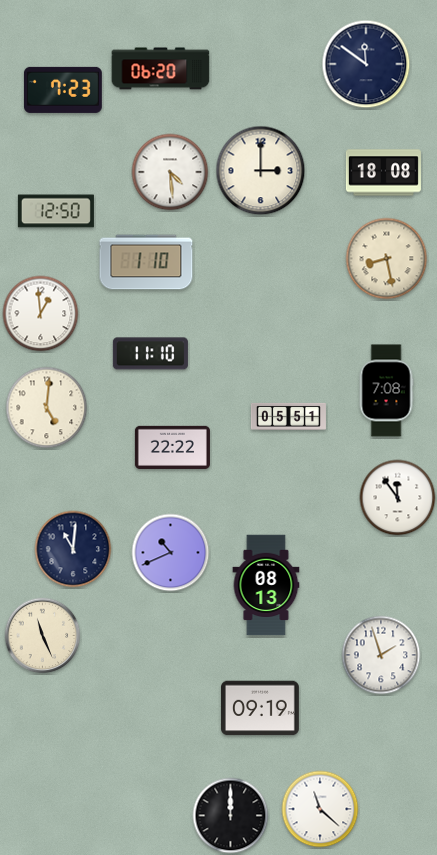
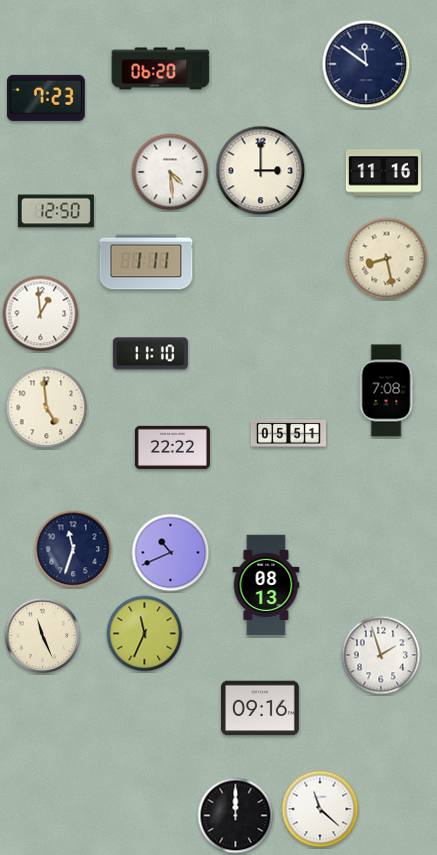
clock at (63, 90) position: (63, 90) -> (46, 98)
clock at (383, 173): 18:08 -> 11:16
clock at (146, 262): 1:10 -> 1:11
clock at (47, 408): 5:01 -> 4:59
clock at (288, 416) position: (288, 416) -> (288, 433)
clock at (398, 498): 11:54 -> none
clock at (73, 549): 11:01 -> 11:33
clock at (145, 634): none -> 11:34
clock at (261, 708): 09:19 -> 09:16
clock at (231, 816) position: (231, 816) -> (236, 816)
